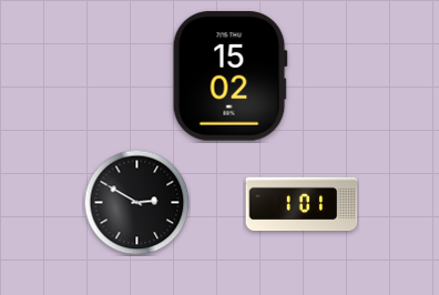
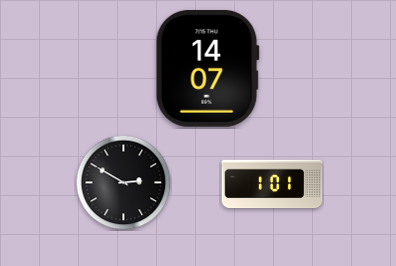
clock at (229, 75): 15:02 -> 14:07
